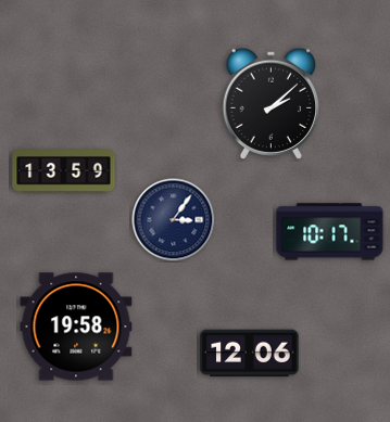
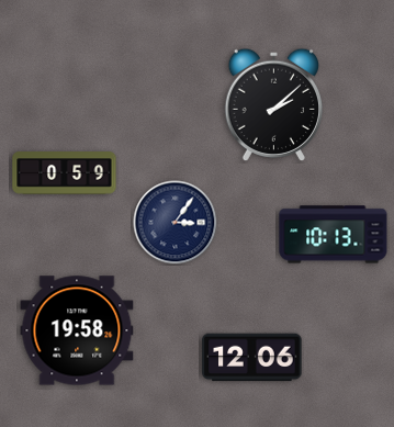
clock at (64, 171): 13:59 -> 0:59
clock at (330, 232): 10:17 -> 10:13
